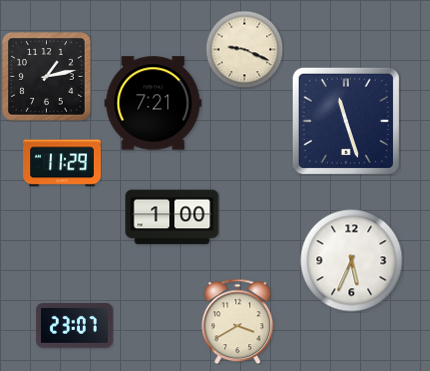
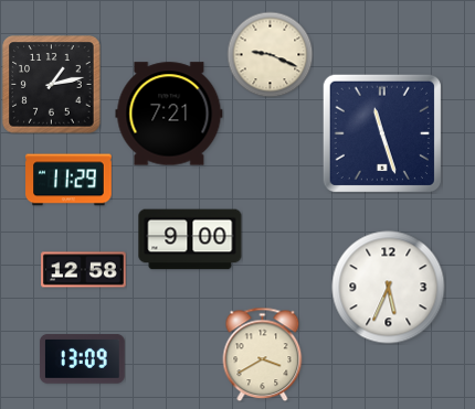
clock at (172, 217): 1:00 -> 9:00
clock at (84, 270): none -> 12:58
clock at (75, 325): 23:07 -> 13:09
